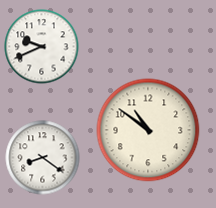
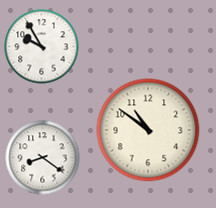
clock at (42, 47): 9:41 -> 9:55
